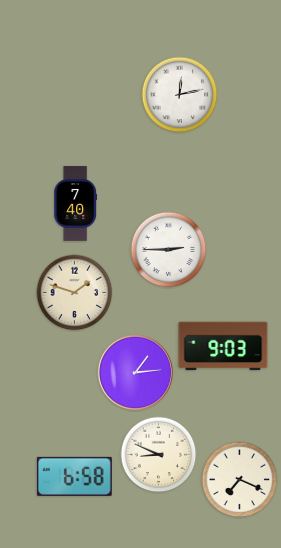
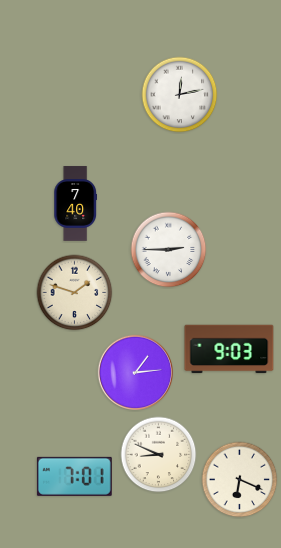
clock at (223, 346) position: (223, 346) -> (229, 349)
clock at (74, 476): 6:58 -> 7:01
clock at (240, 480): 7:19 -> 6:19
